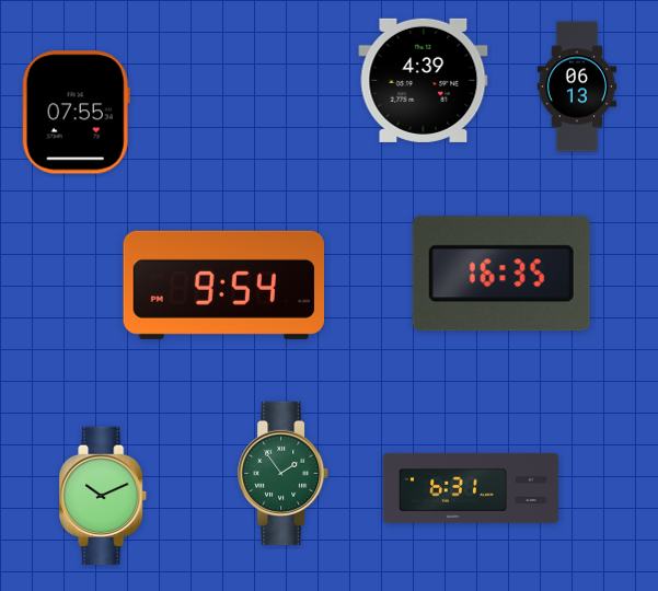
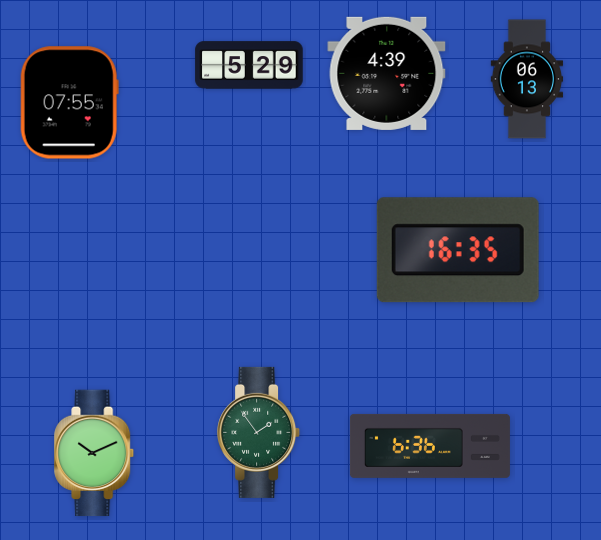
clock at (249, 65): none -> 5:29
clock at (223, 285): 9:54 -> none
clock at (471, 488): 6:31 -> 6:36
